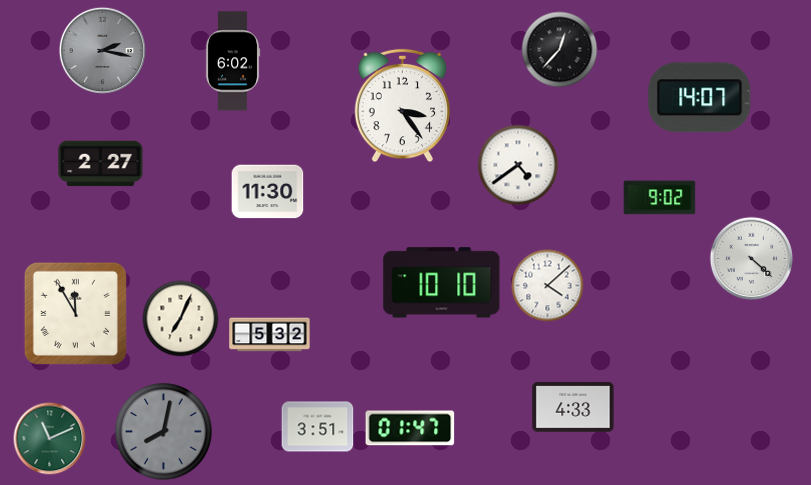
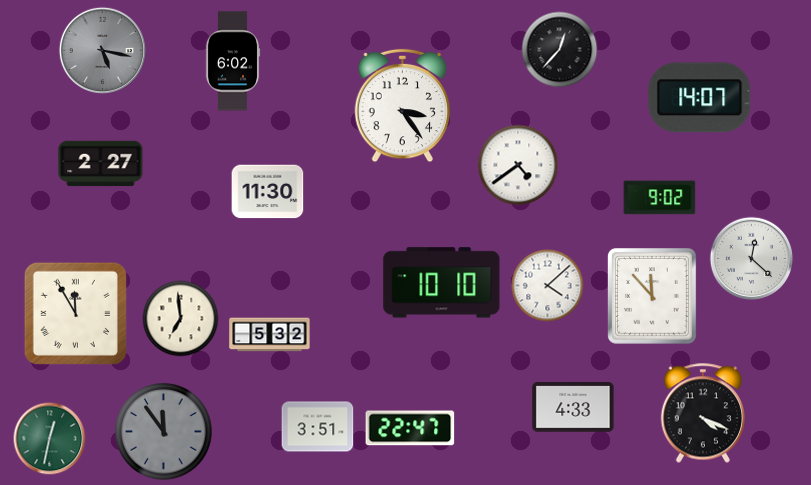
clock at (102, 50): 2:17 -> 5:17
clock at (752, 259): 4:22 -> 12:22
clock at (652, 297): none -> 11:53
clock at (181, 319): 7:04 -> 6:59
clock at (703, 413): none -> 4:19
clock at (410, 428): 01:47 -> 22:47
clock at (164, 432): 8:02 -> 11:54
clock at (50, 439): 11:11 -> 12:32
